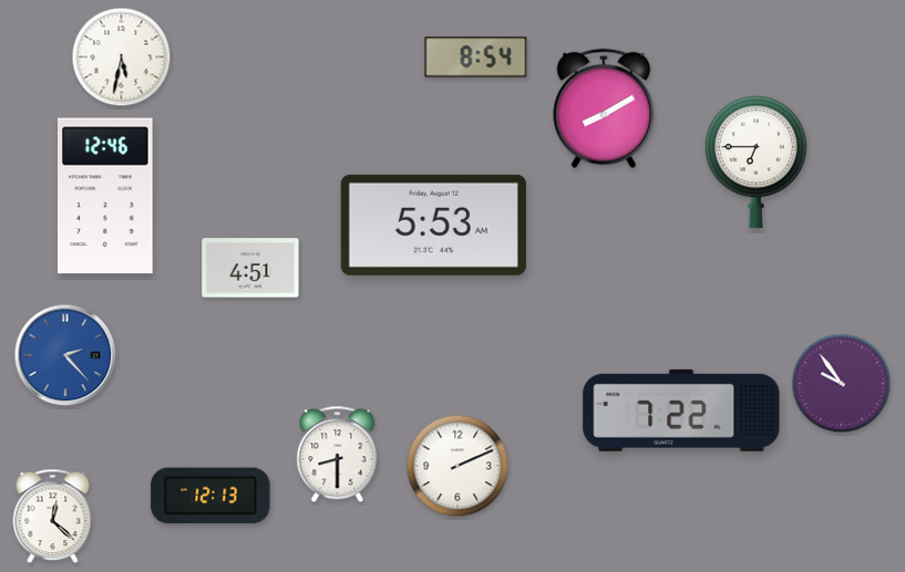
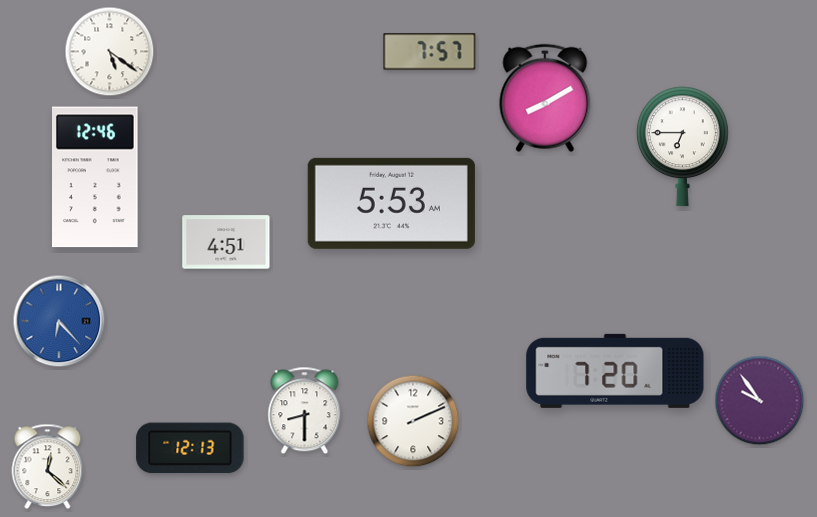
clock at (122, 58): 5:32 -> 5:21
clock at (476, 58): 8:54 -> 7:57
clock at (65, 355): 2:23 -> 6:23
clock at (842, 384) position: (842, 384) -> (760, 401)
clock at (681, 410): 7:22 -> 7:20
